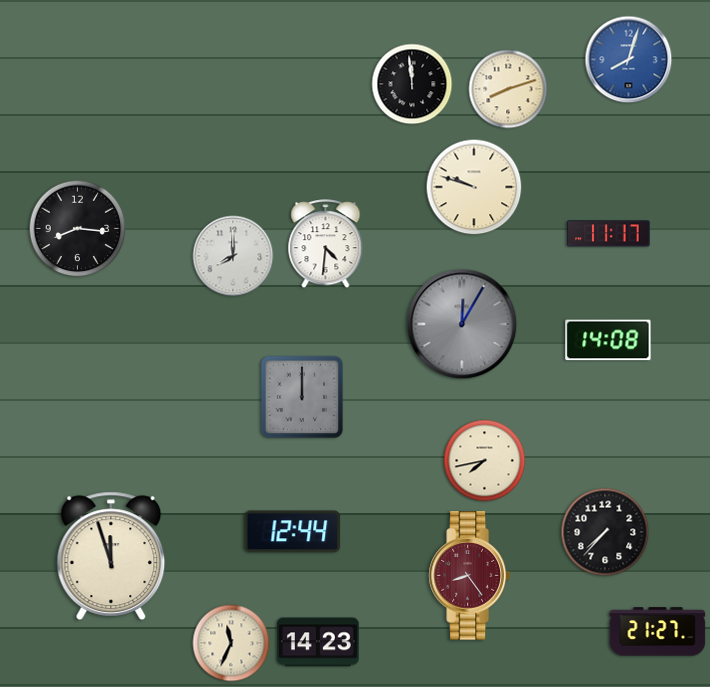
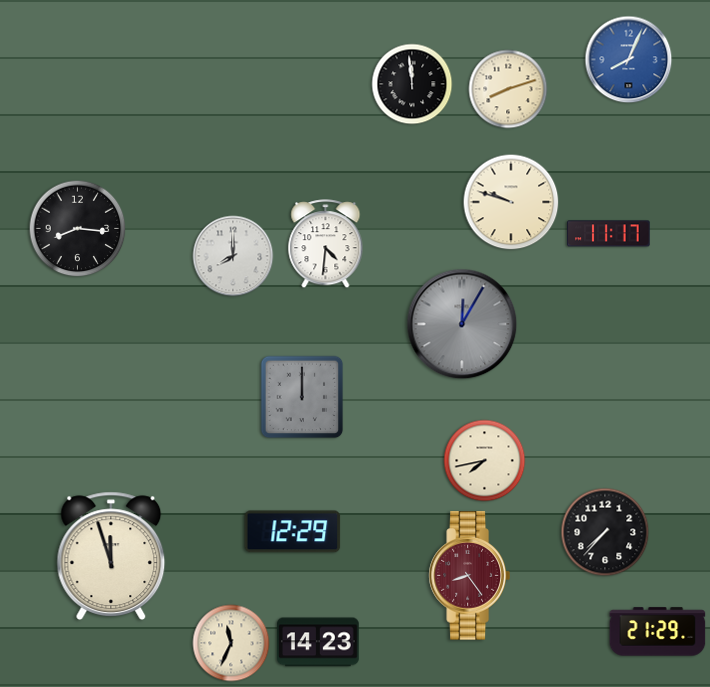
clock at (629, 60): 8:03 -> 8:04
clock at (474, 187) position: (474, 187) -> (511, 202)
clock at (608, 340): 14:08 -> none
clock at (293, 532): 12:44 -> 12:29
clock at (658, 632): 21:27 -> 21:29
